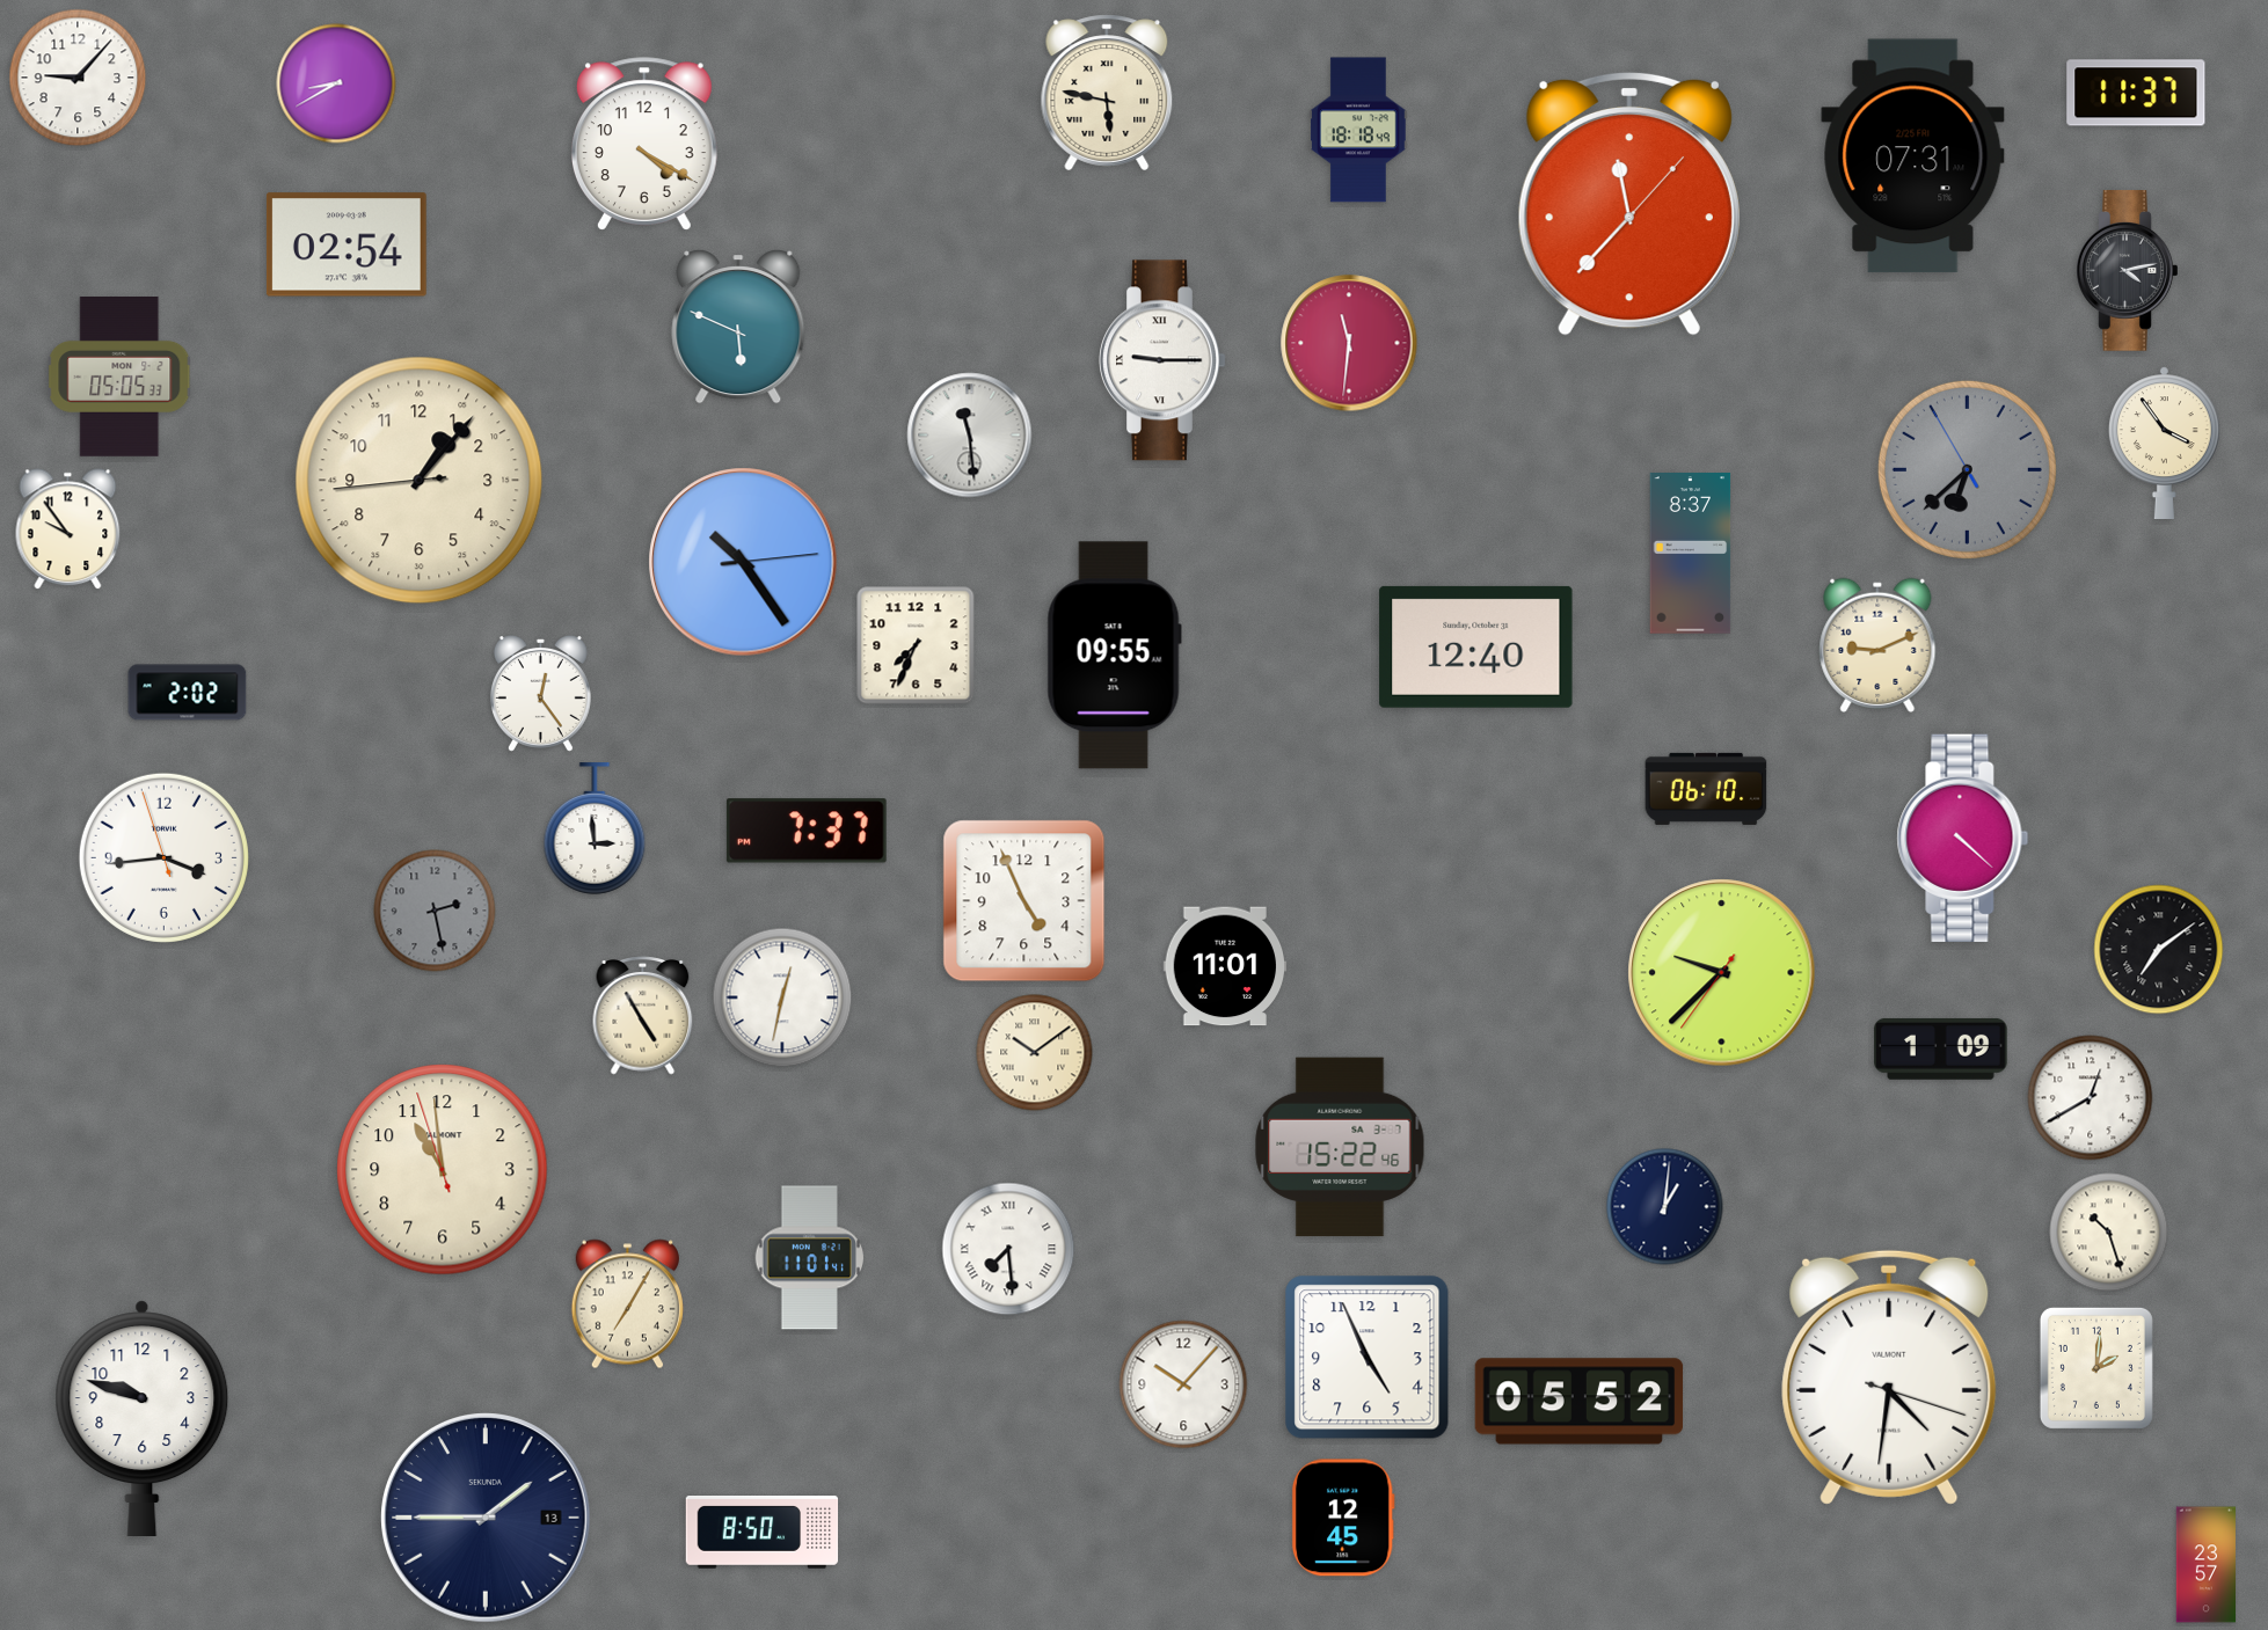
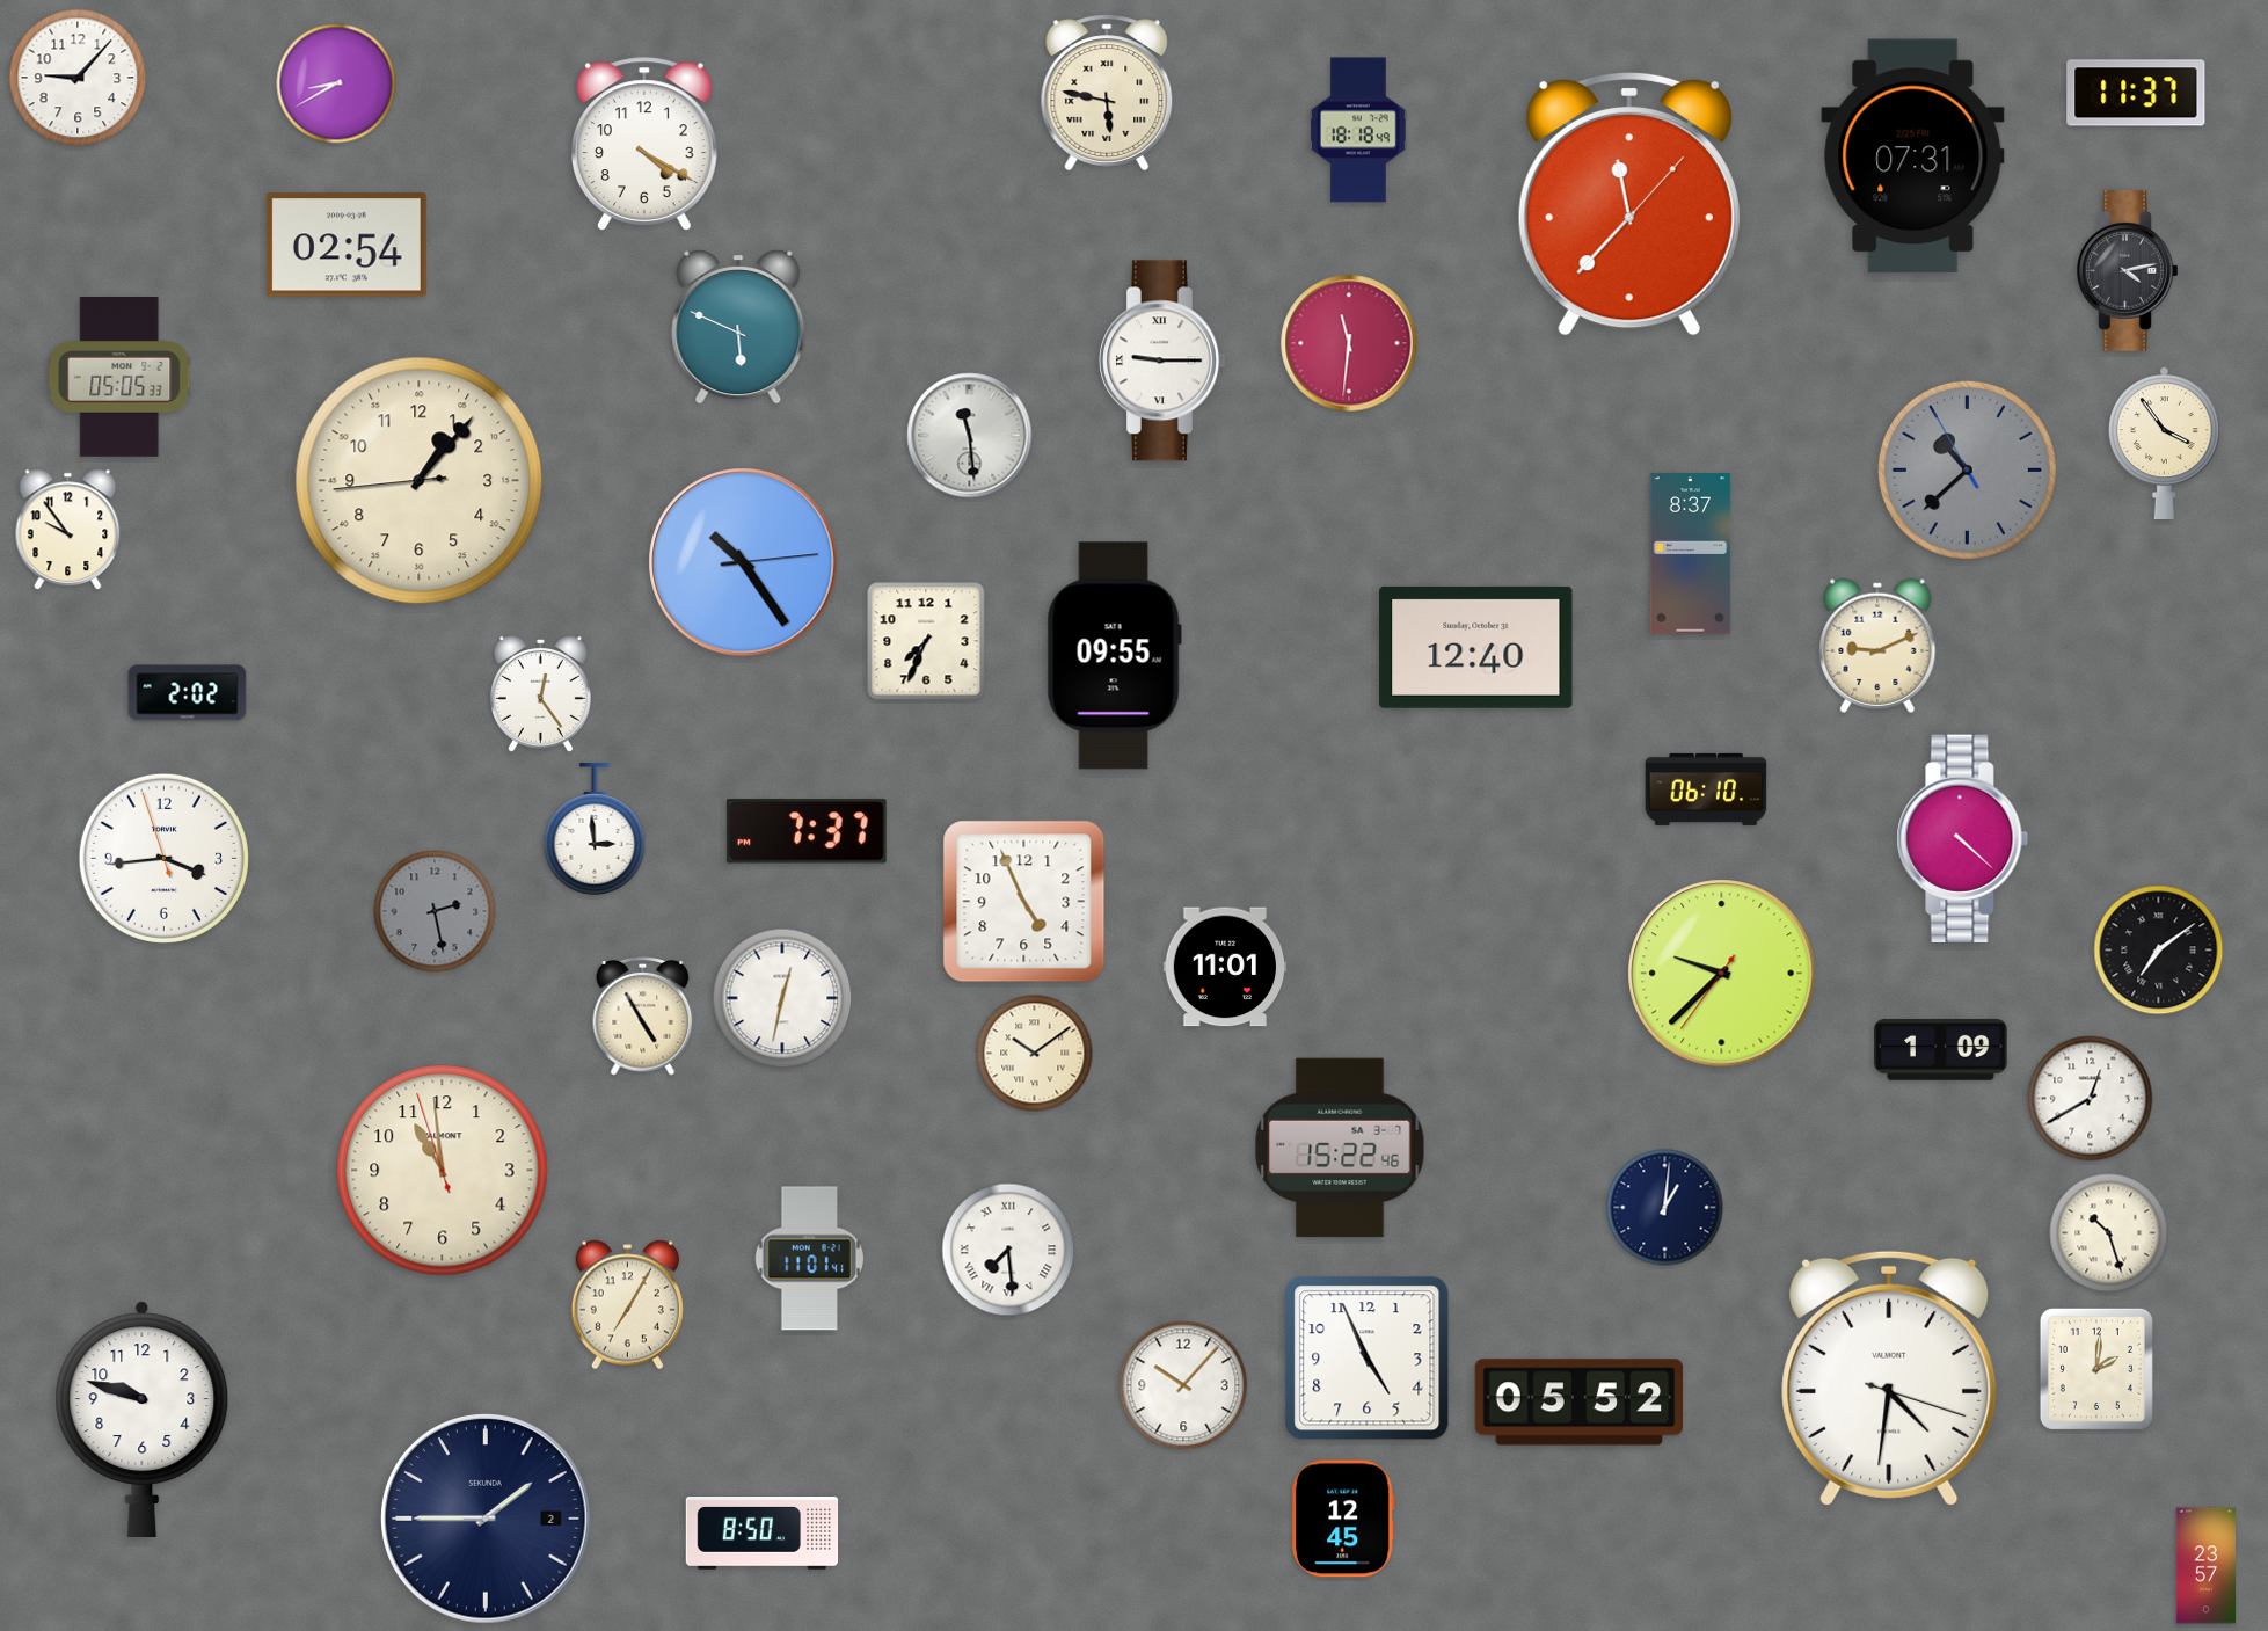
clock at (1967, 469): 6:37 -> 10:37
clock at (916, 645) position: (916, 645) -> (926, 641)
clock at (486, 1518) date: 13 -> 2
